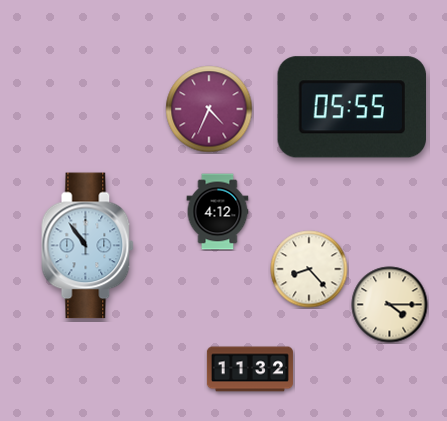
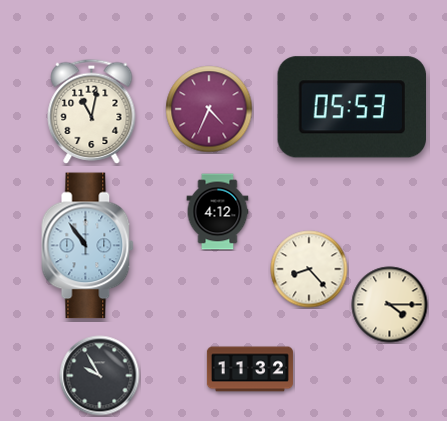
clock at (351, 107): 05:55 -> 05:53
clock at (92, 111): none -> 11:02
clock at (100, 376): none -> 9:55
